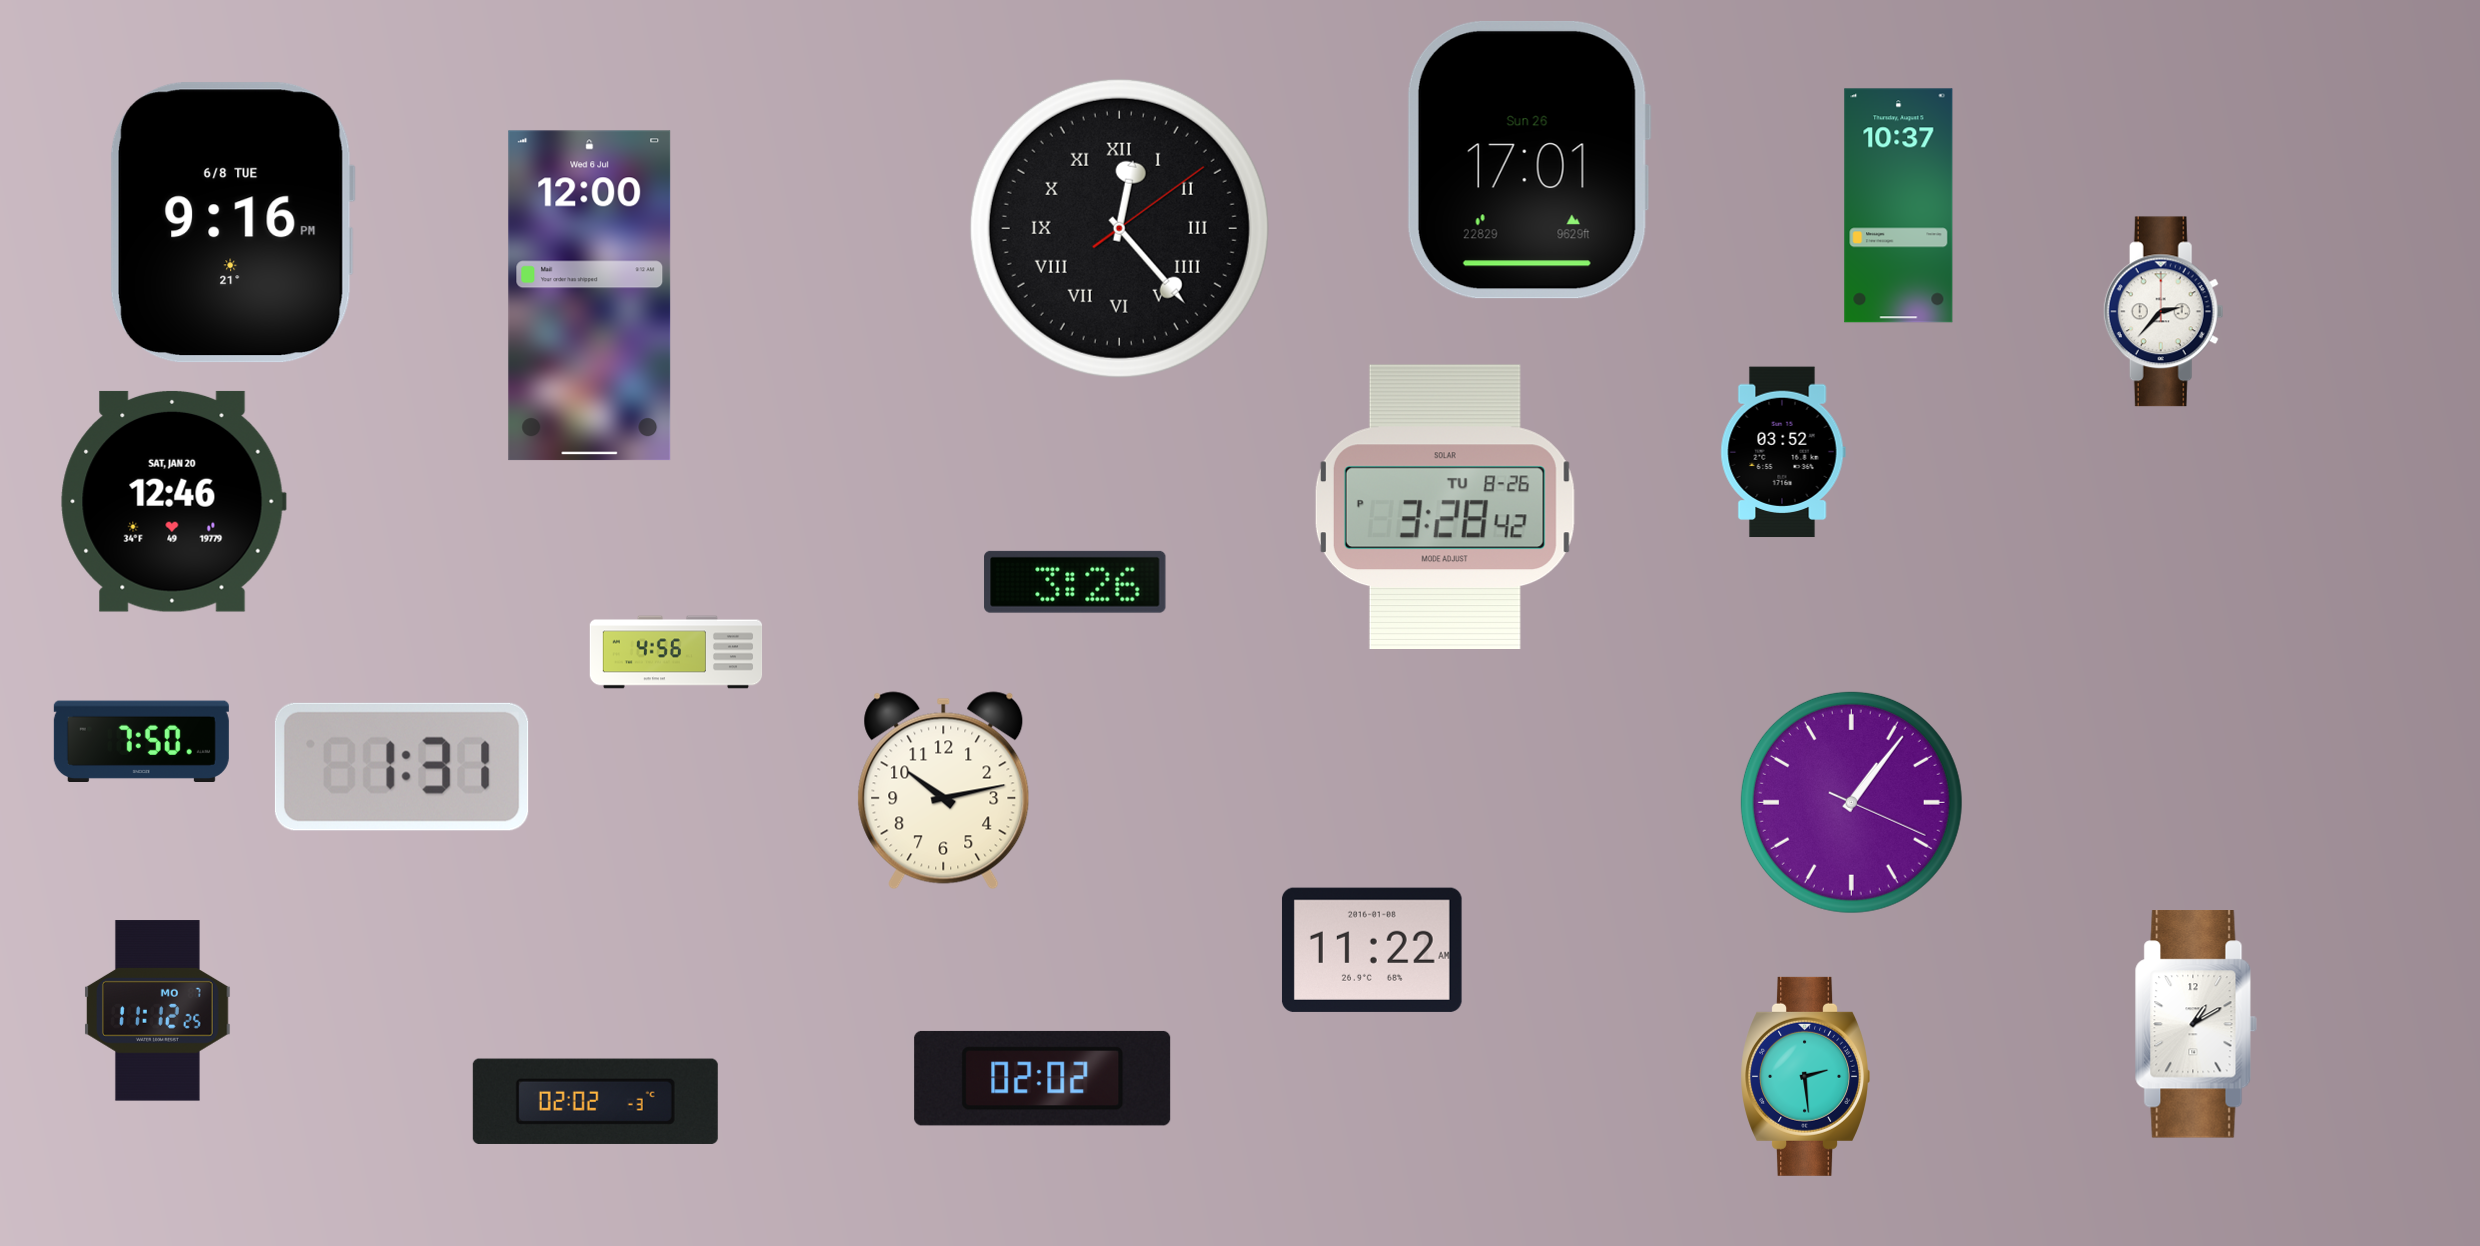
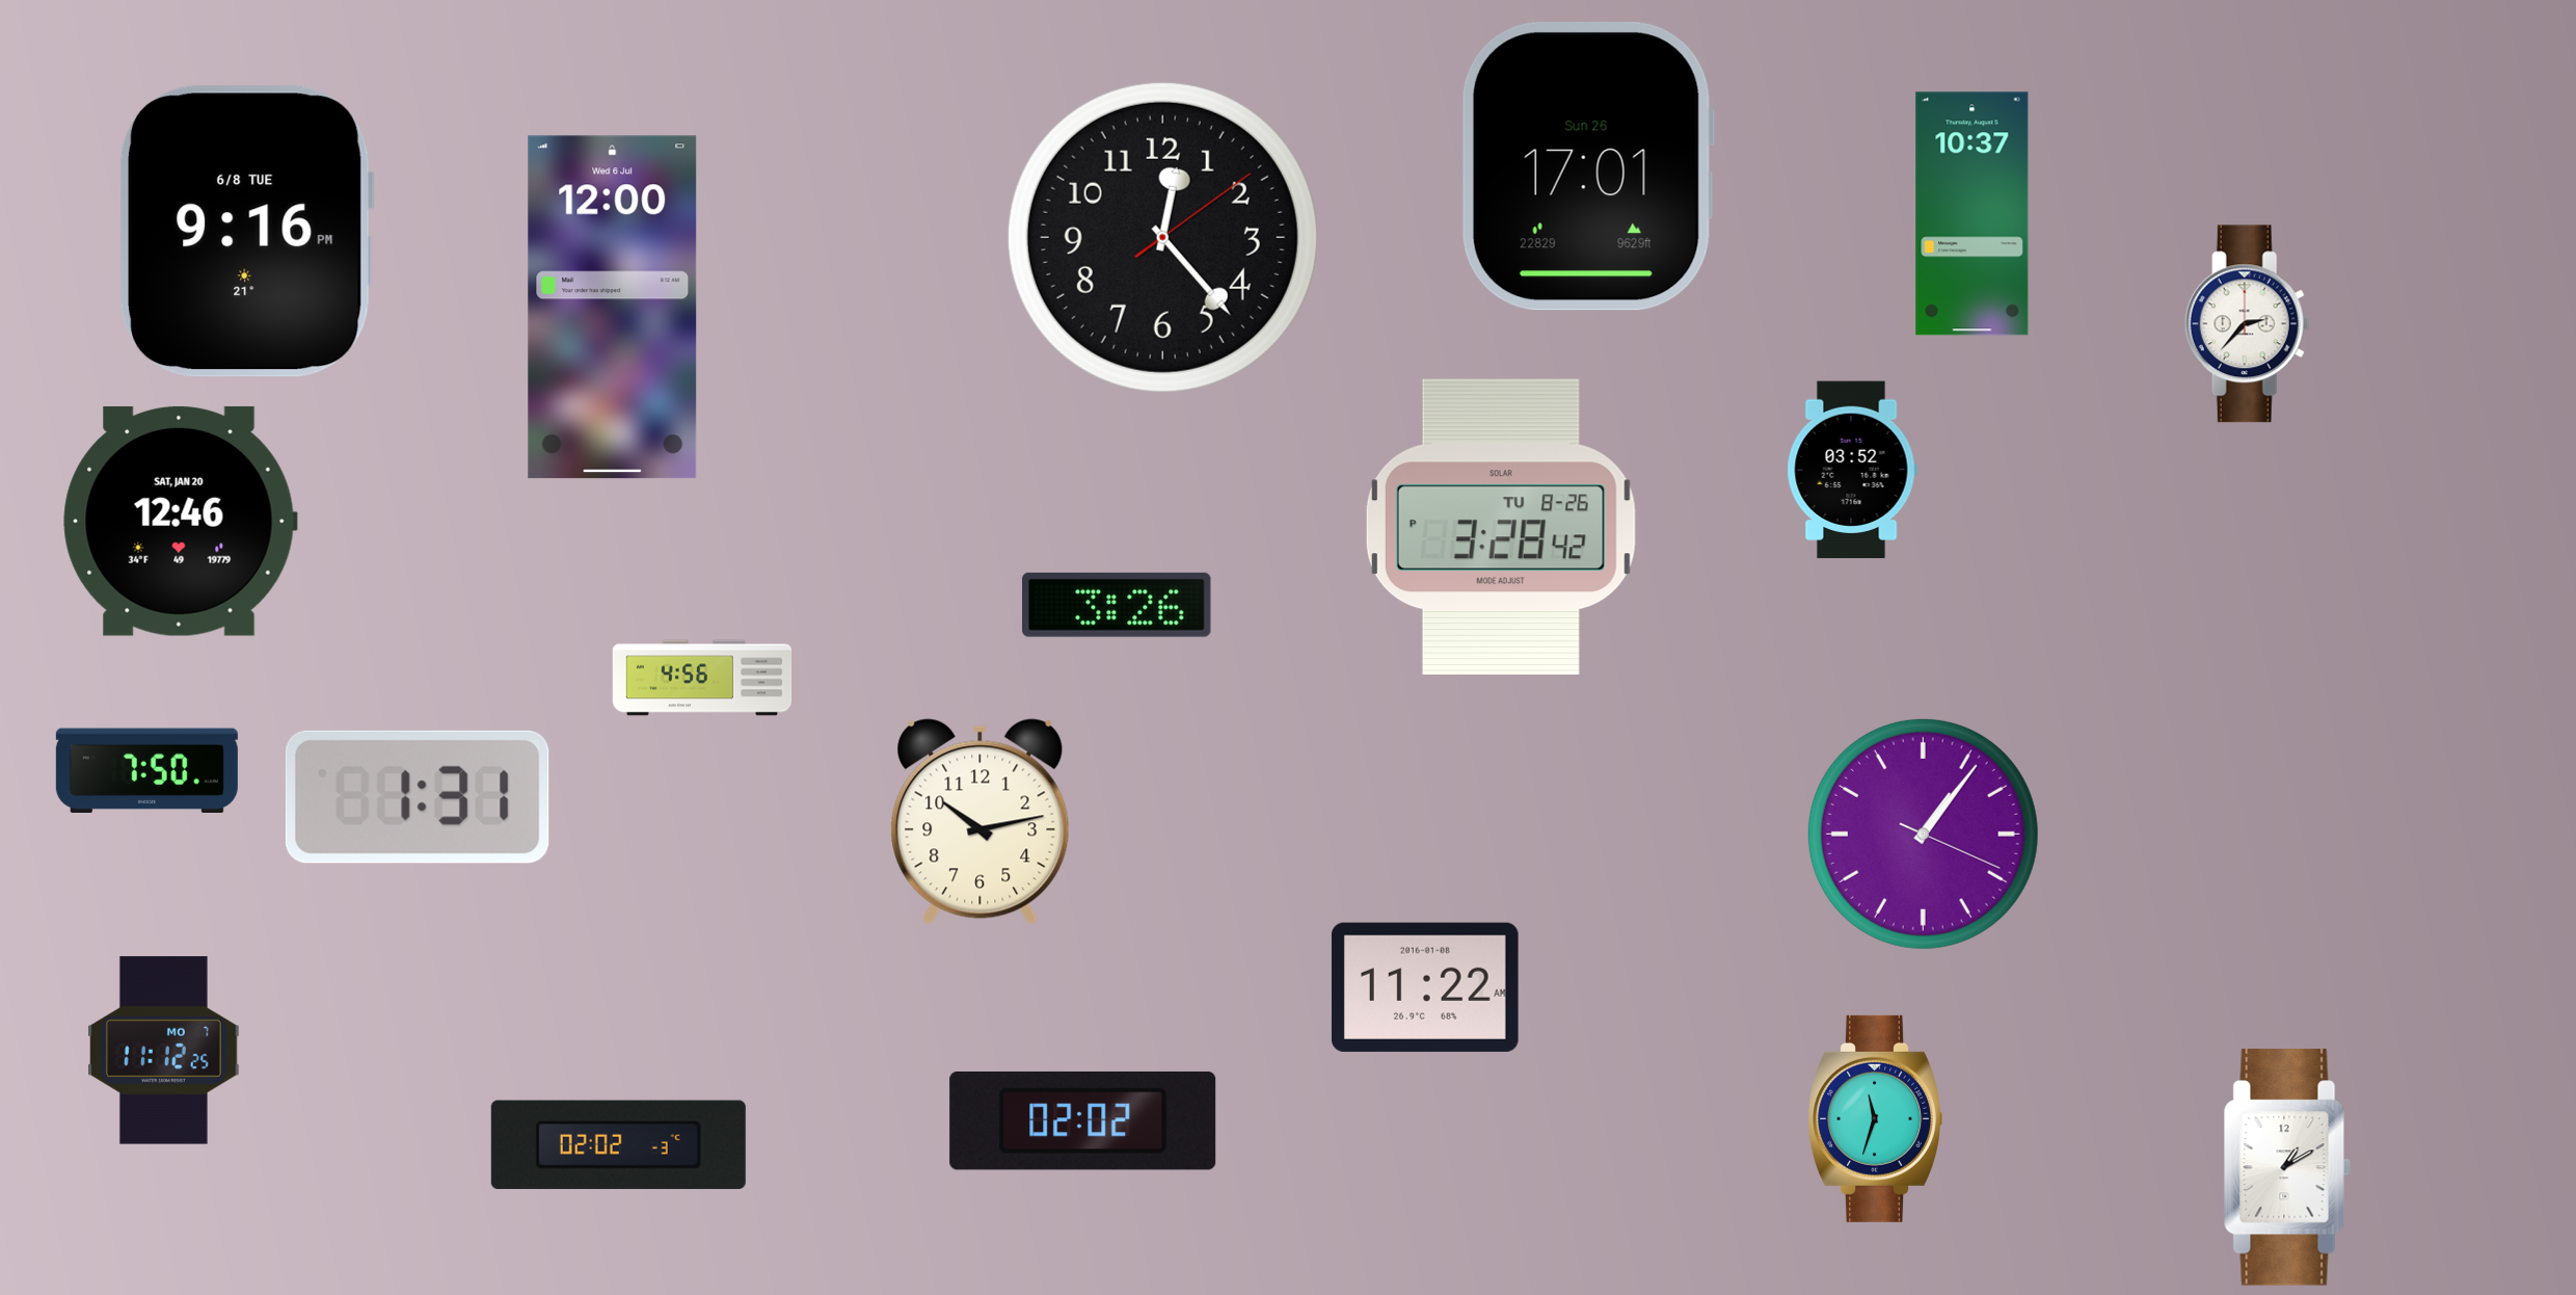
clock at (232, 223) position: (232, 223) -> (246, 232)
clock at (1119, 228) numerals: Roman -> Arabic
clock at (2196, 1024) position: (2196, 1024) -> (2287, 1167)
clock at (1805, 1076): 2:29 -> 11:33
